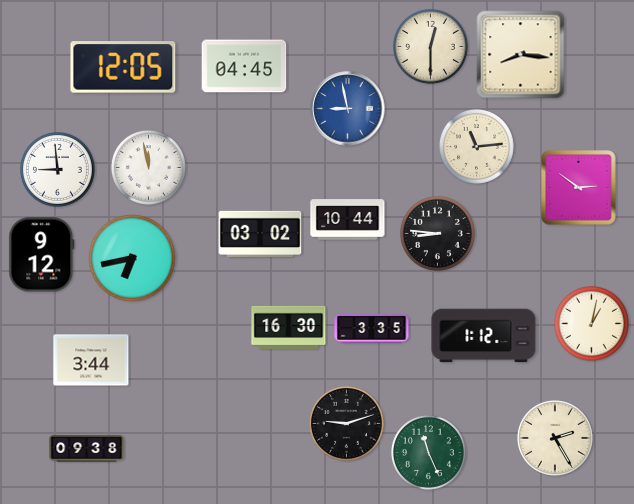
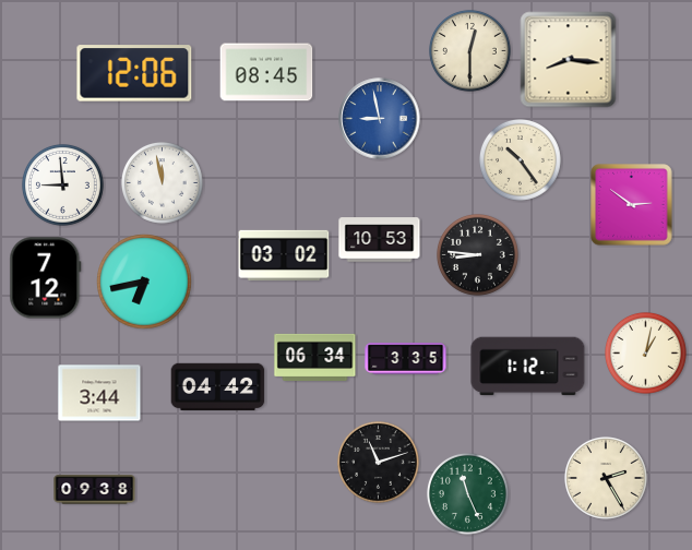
clock at (244, 66): 04:45 -> 08:45
clock at (123, 67): 12:05 -> 12:06
clock at (477, 147): 11:14 -> 10:24
clock at (348, 220): 10:44 -> 10:53
clock at (42, 255): 9:12 -> 7:12
clock at (289, 327): 16:30 -> 06:34
clock at (218, 387): none -> 04:42
clock at (347, 424): 9:12 -> 11:12
